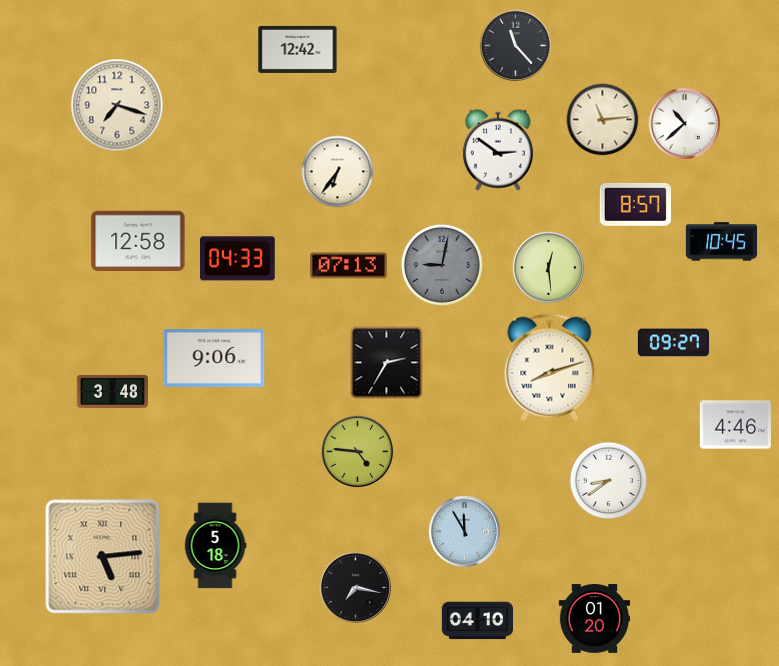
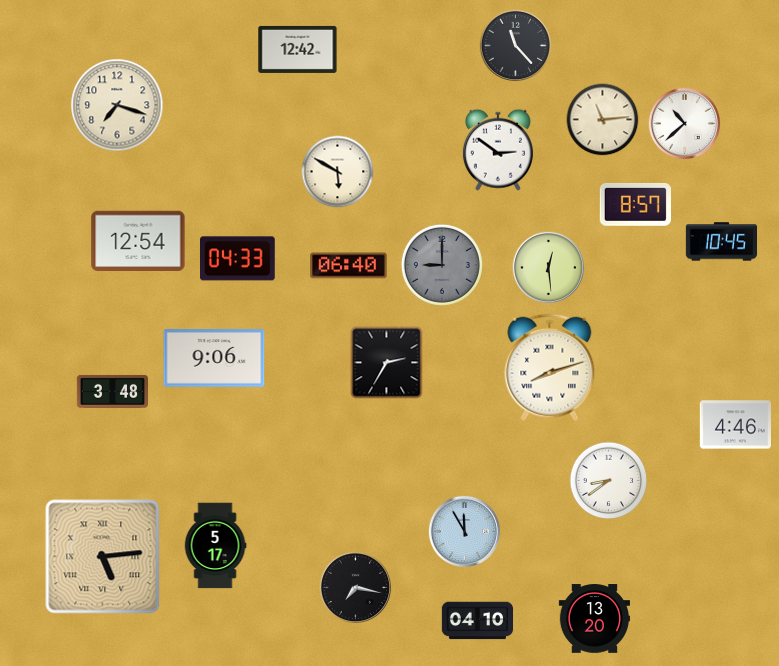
clock at (338, 172): 6:36 -> 5:50
clock at (138, 240): 12:58 -> 12:54
clock at (442, 265): 9:02 -> 9:00
clock at (349, 266): 07:13 -> 06:40
clock at (673, 343): 09:27 -> none
clock at (358, 452): 4:46 -> none
clock at (215, 546): 5:18 -> 5:17
clock at (594, 619): 01:20 -> 13:20
